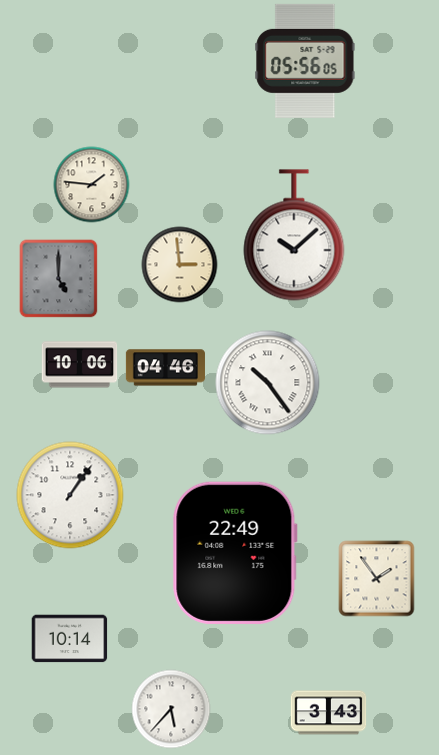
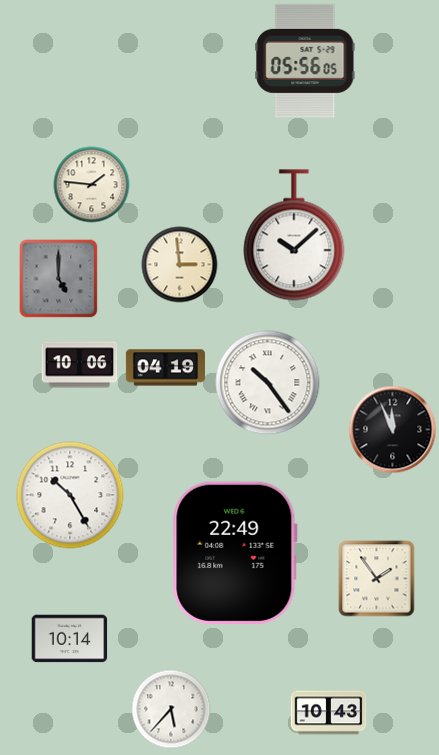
clock at (165, 368): 04:46 -> 04:19
clock at (393, 430): none -> 11:56
clock at (70, 495): 1:06 -> 10:25
clock at (329, 713): 3:43 -> 10:43
